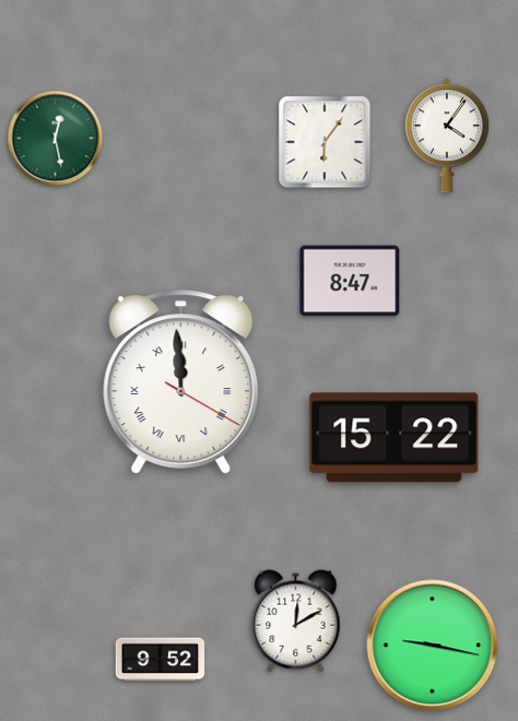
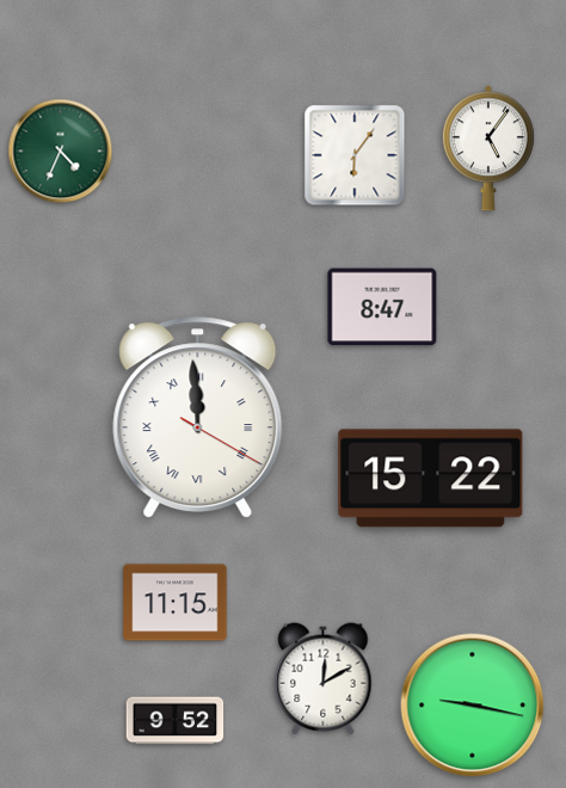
clock at (447, 135): 4:06 -> 5:06
clock at (56, 139): 12:28 -> 4:34
clock at (176, 603): none -> 11:15
